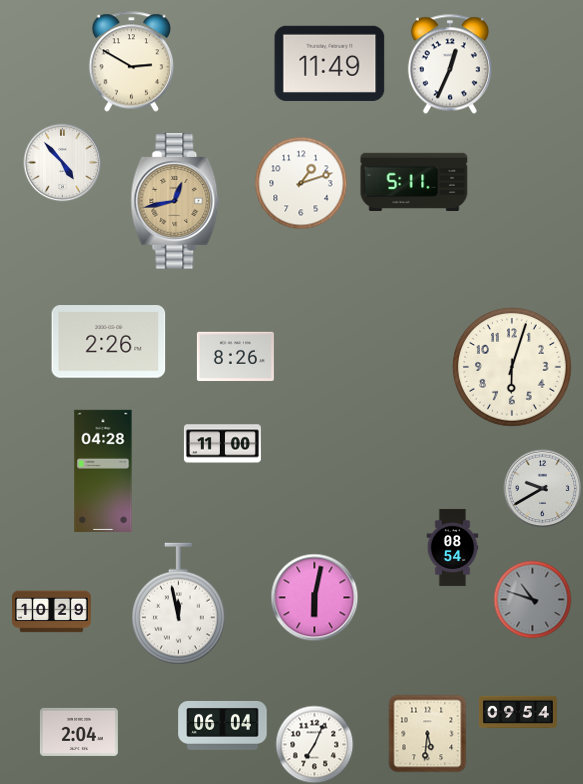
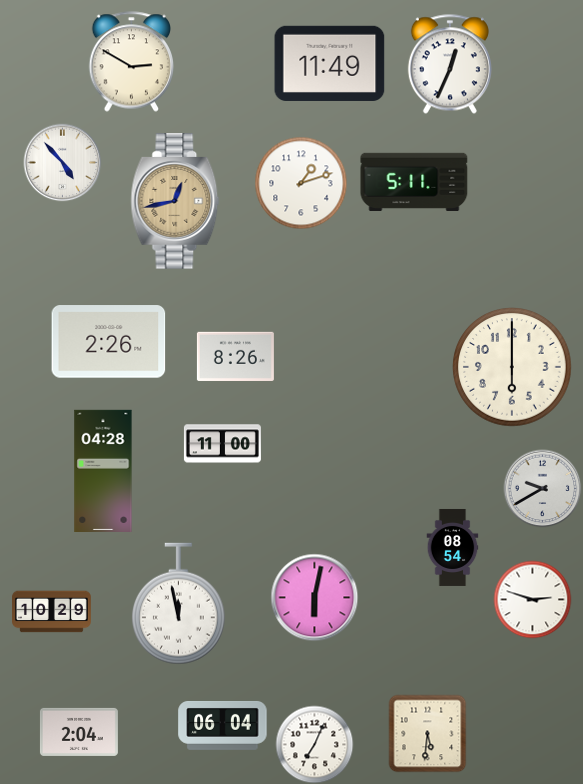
clock at (512, 367): 6:03 -> 6:00
clock at (532, 599): 10:48 -> 2:48
clock at (532, 599) dial: grey -> white
clock at (518, 712): 09:54 -> none
